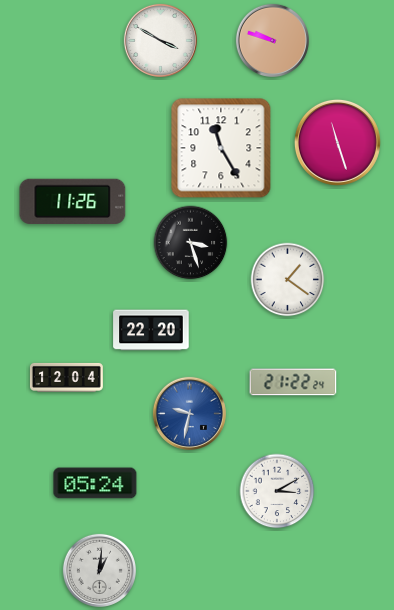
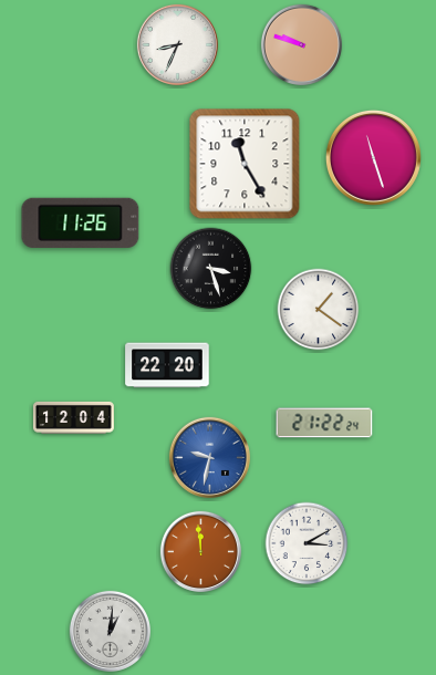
clock at (160, 40): 3:50 -> 8:34
clock at (95, 483): 05:24 -> none
clock at (200, 551): none -> 11:59
